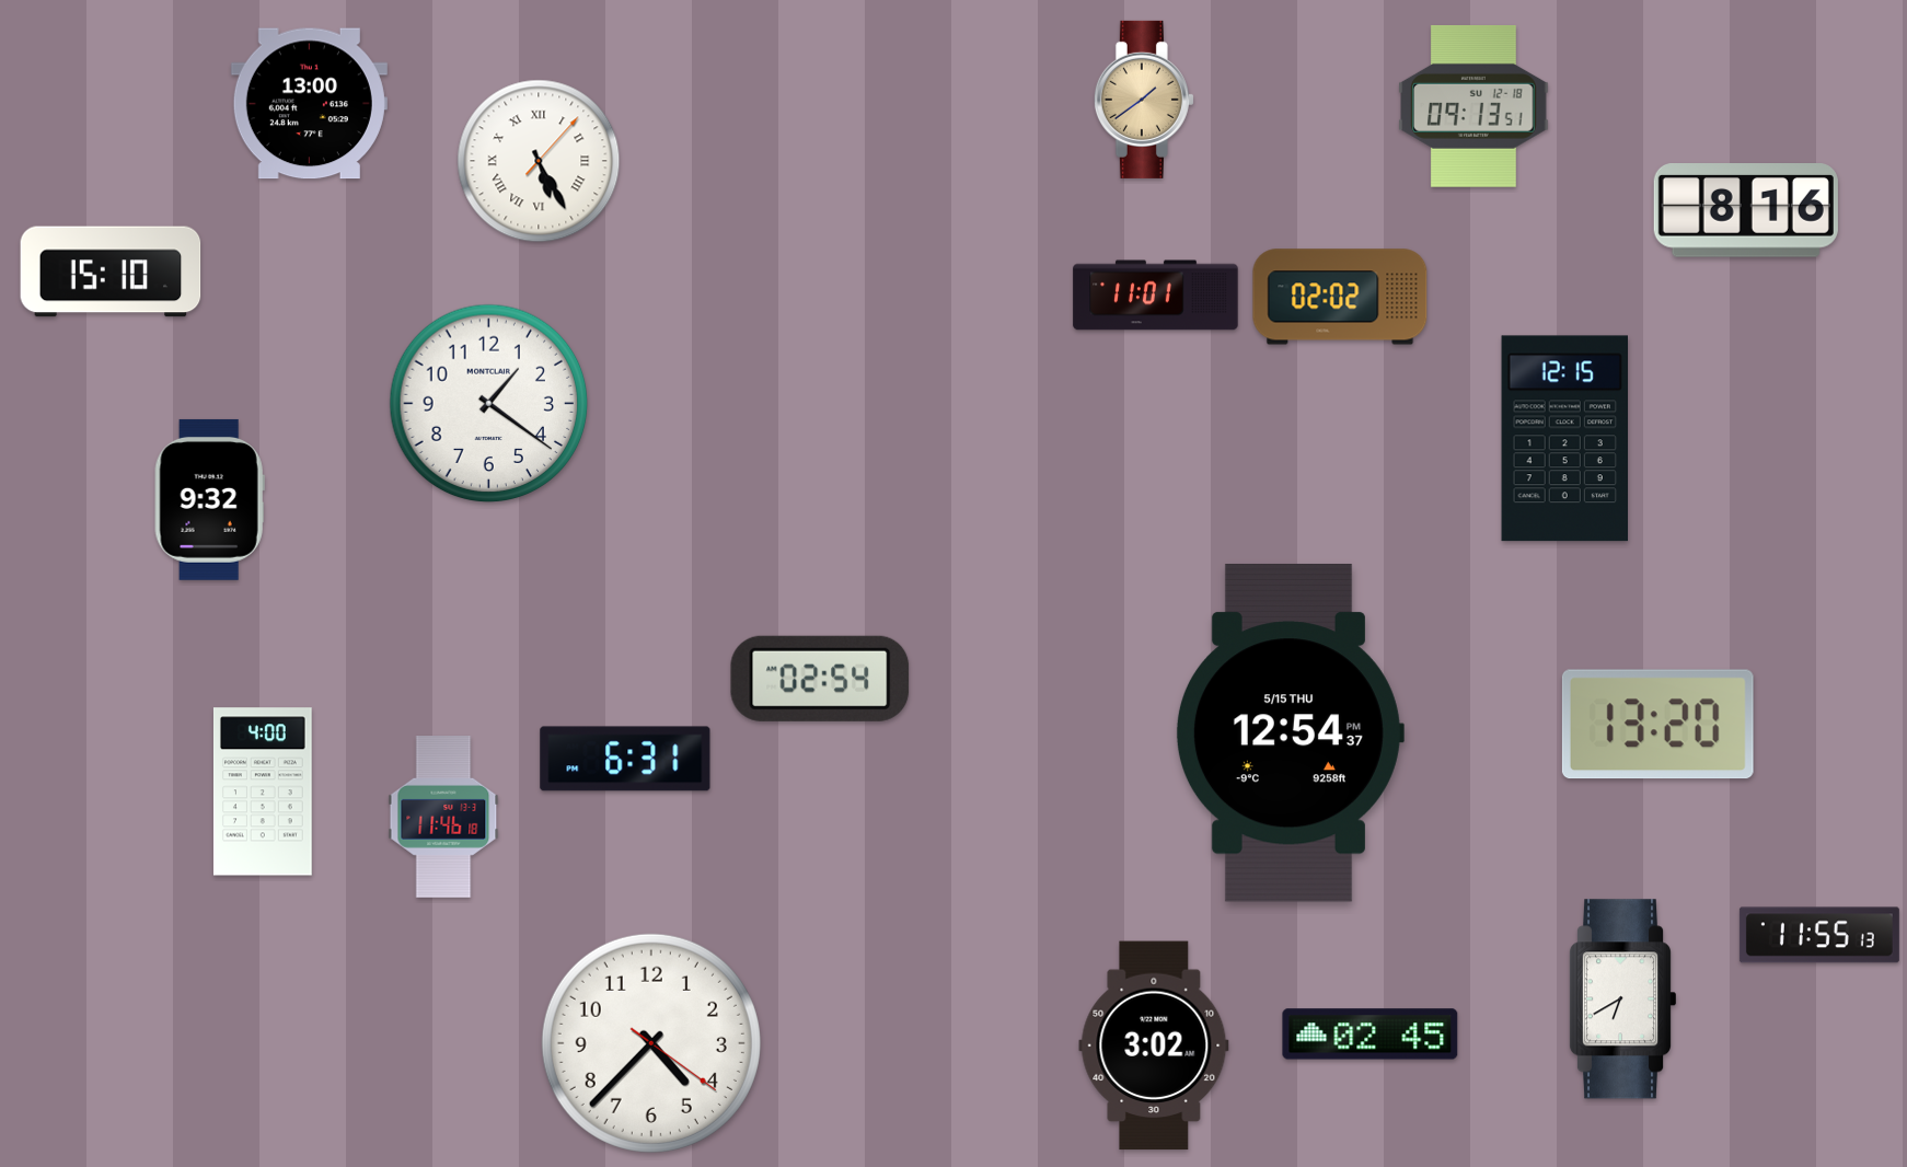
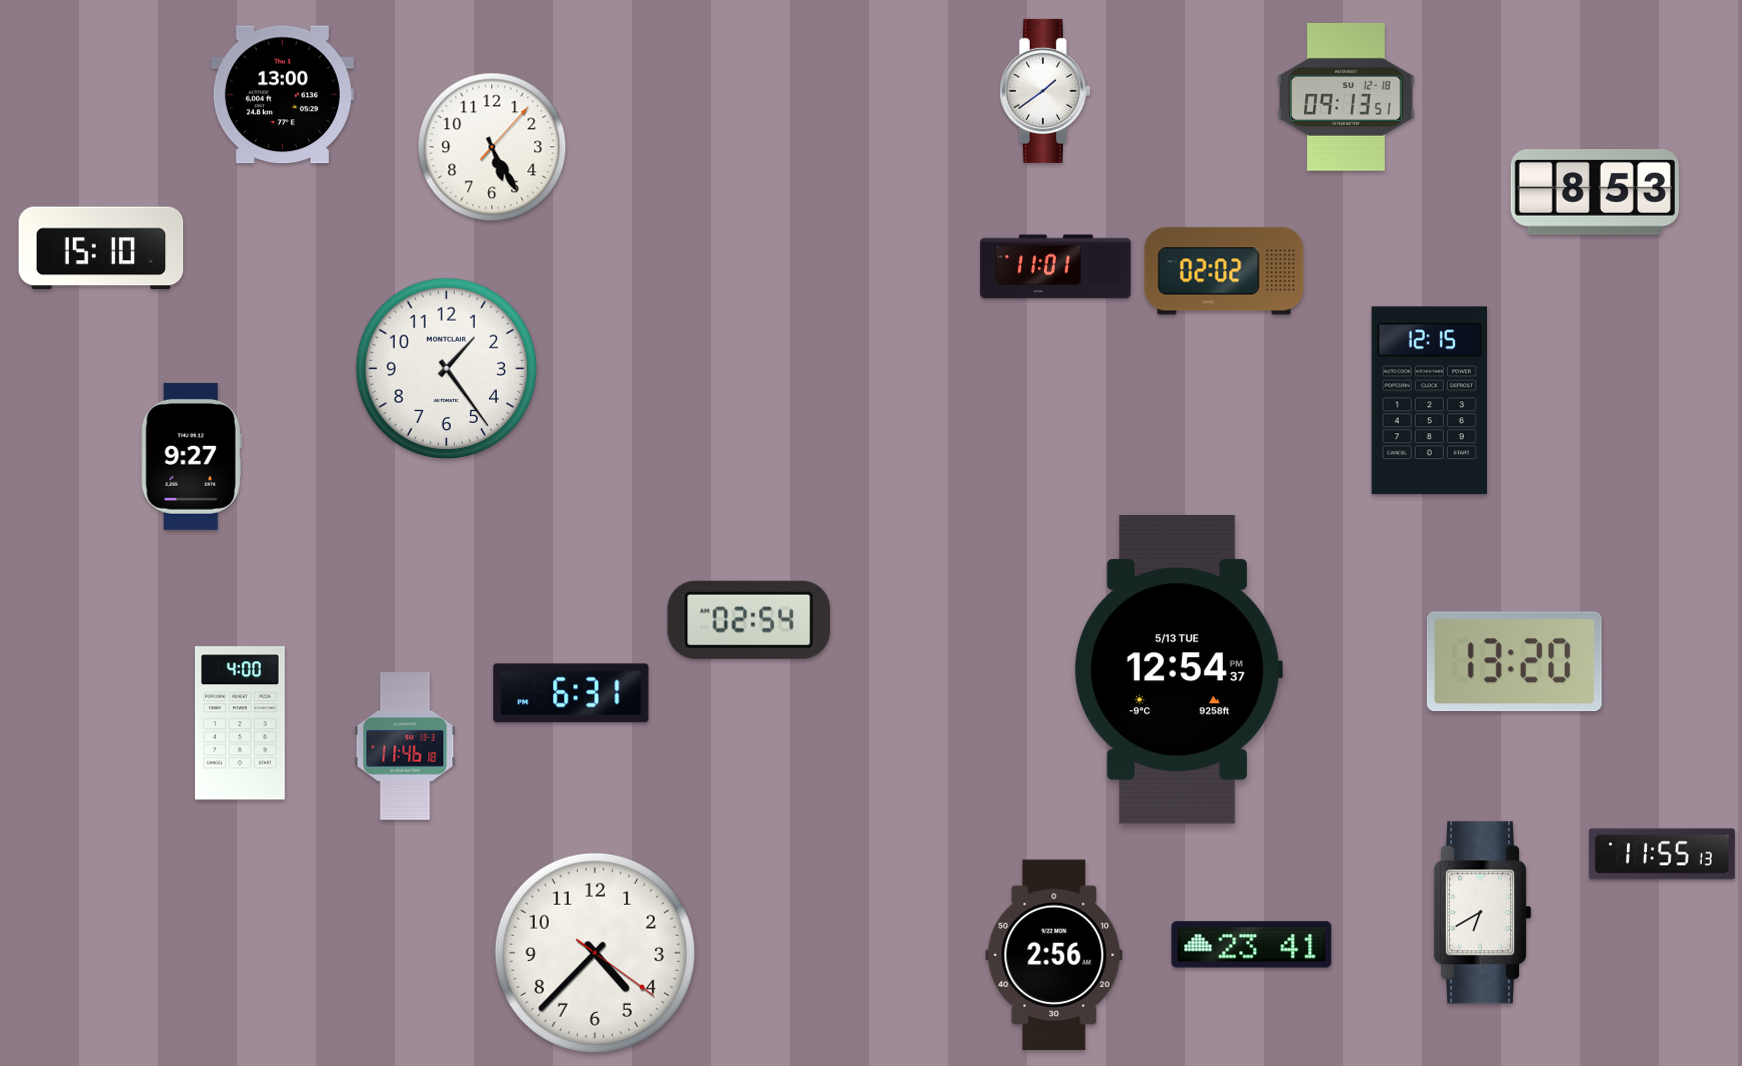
clock at (1144, 100) dial: champagne -> white
clock at (539, 161) numerals: Roman -> Arabic
clock at (1746, 211): 8:16 -> 8:53
clock at (1156, 296) position: (1156, 296) -> (1056, 267)
clock at (489, 404): 1:21 -> 1:24
clock at (209, 499): 9:32 -> 9:27
clock at (1290, 732) date: 5/15 THU -> 5/13 TUE
clock at (1371, 1035): 02:45 -> 23:41
clock at (1154, 1045): 3:02 -> 2:56
